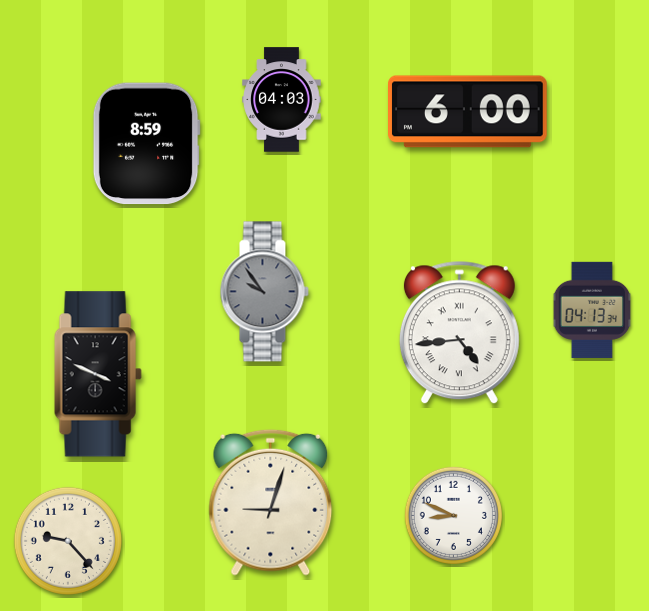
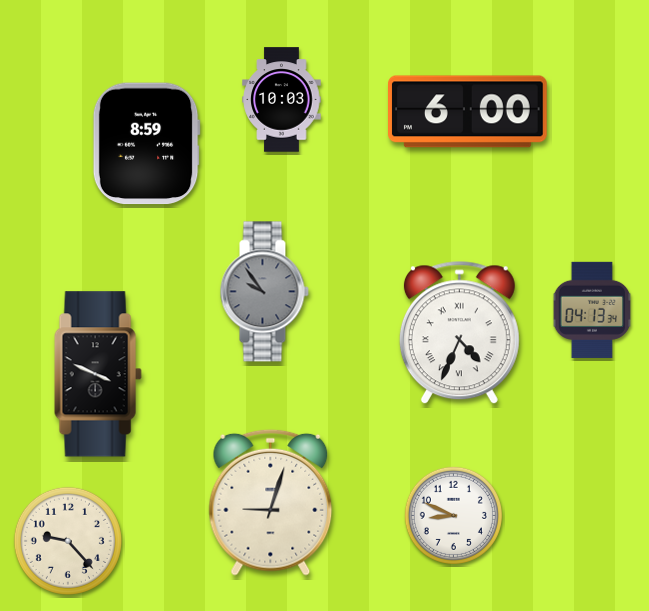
clock at (282, 100): 04:03 -> 10:03
clock at (459, 333): 4:44 -> 4:34
